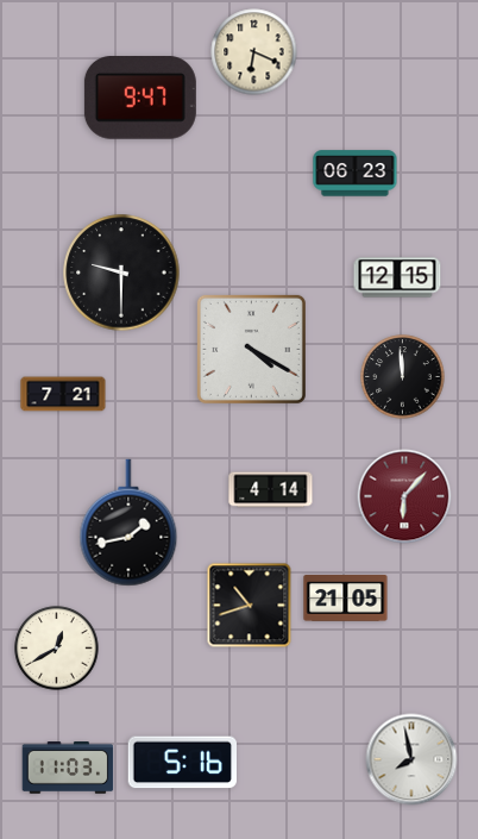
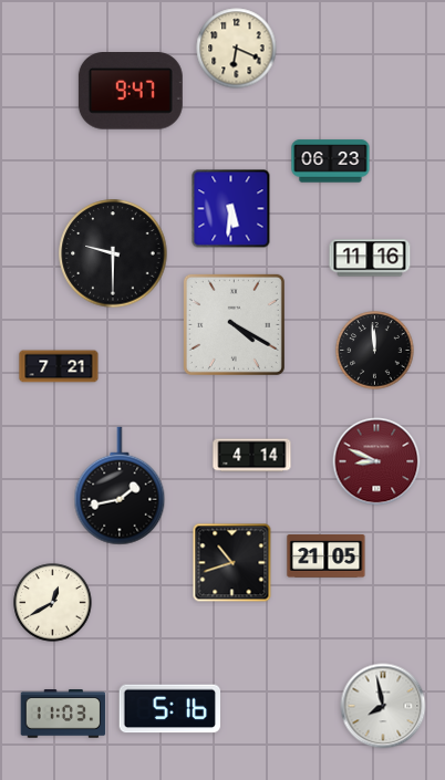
clock at (231, 209): none -> 5:31
clock at (397, 277): 12:15 -> 11:16
clock at (404, 496): 6:07 -> 8:49
clock at (346, 599) position: (346, 599) -> (327, 557)
